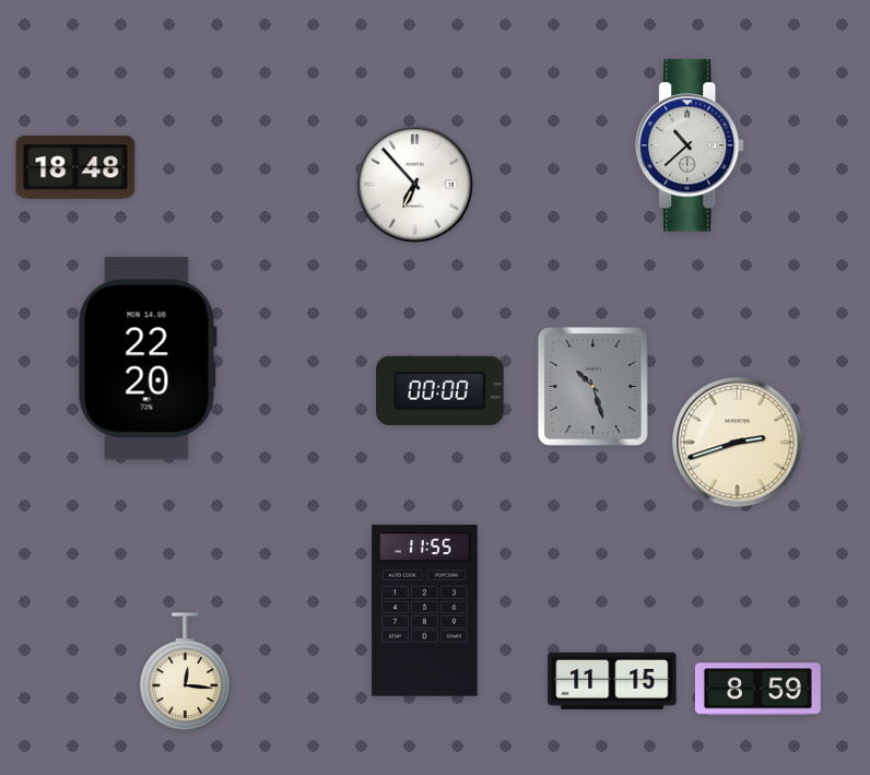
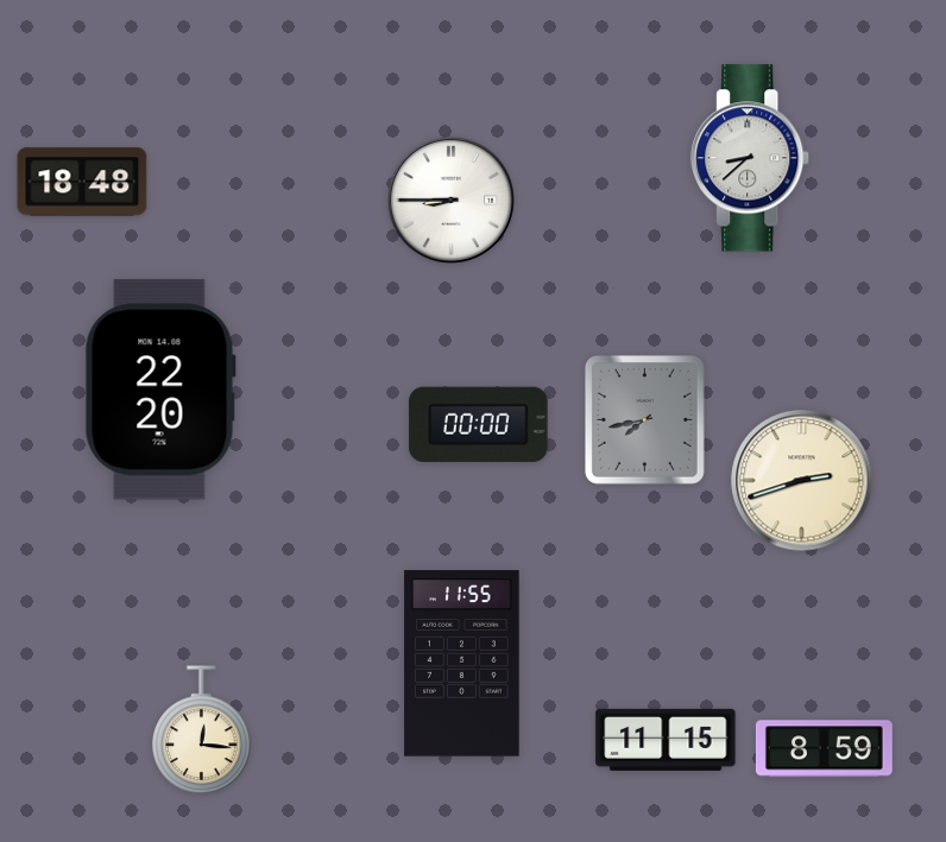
clock at (691, 145): 10:38 -> 8:38
clock at (414, 184): 6:53 -> 8:45
clock at (592, 386): 10:27 -> 7:43
